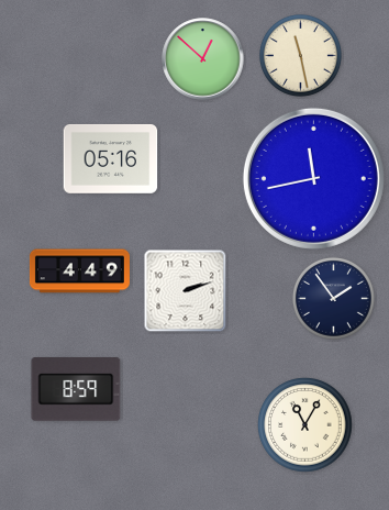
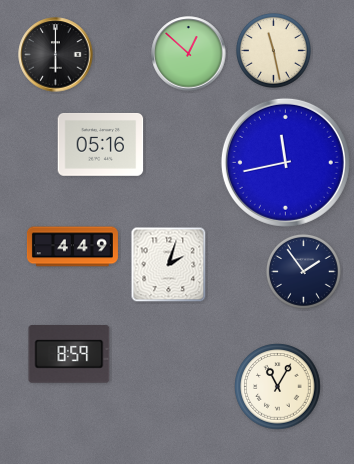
clock at (203, 59) position: (203, 59) -> (189, 54)
clock at (56, 55): none -> 6:00
clock at (186, 291): 2:12 -> 2:03
